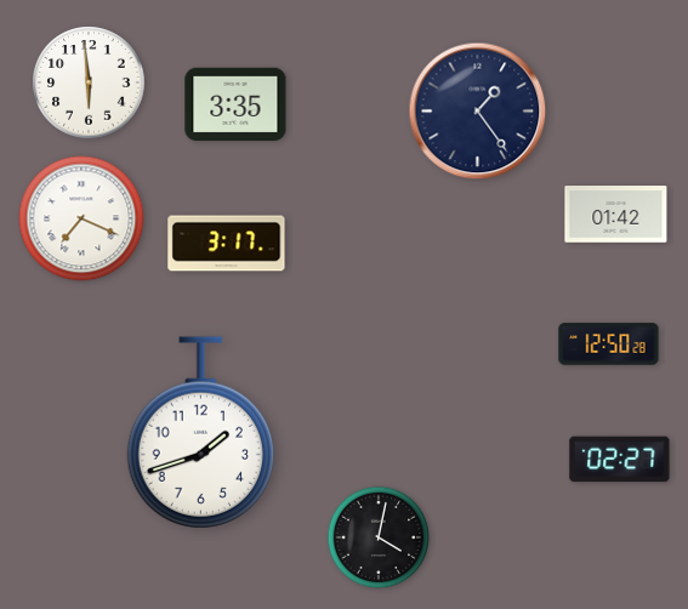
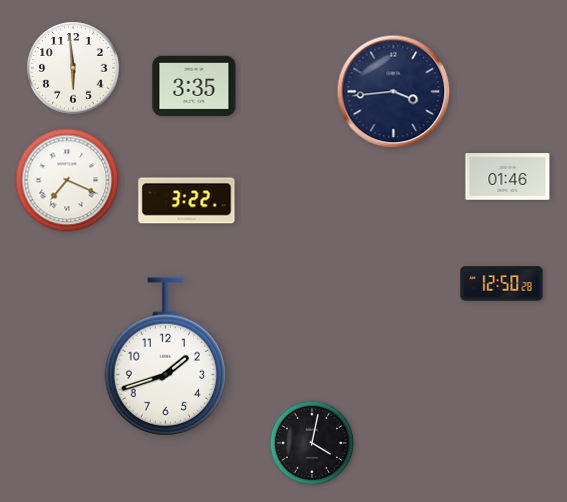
clock at (478, 112): 1:24 -> 3:44
clock at (616, 215): 01:42 -> 01:46
clock at (227, 244): 3:17 -> 3:22
clock at (620, 460): 02:27 -> none
